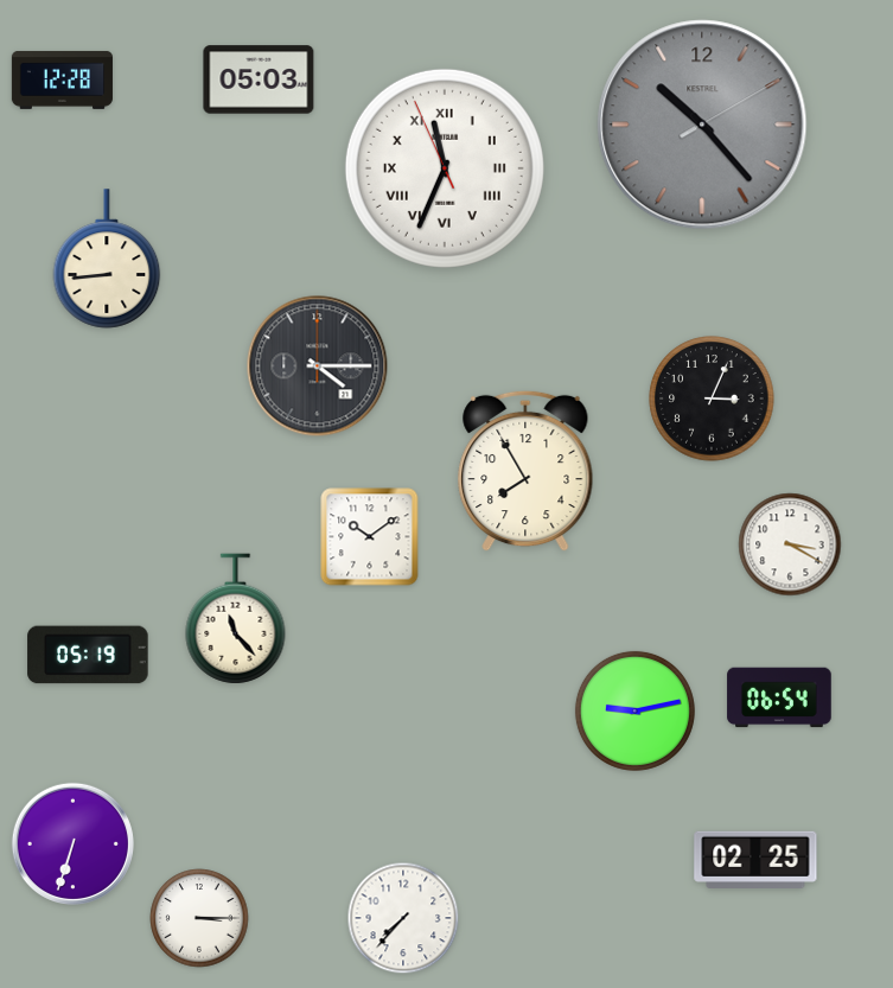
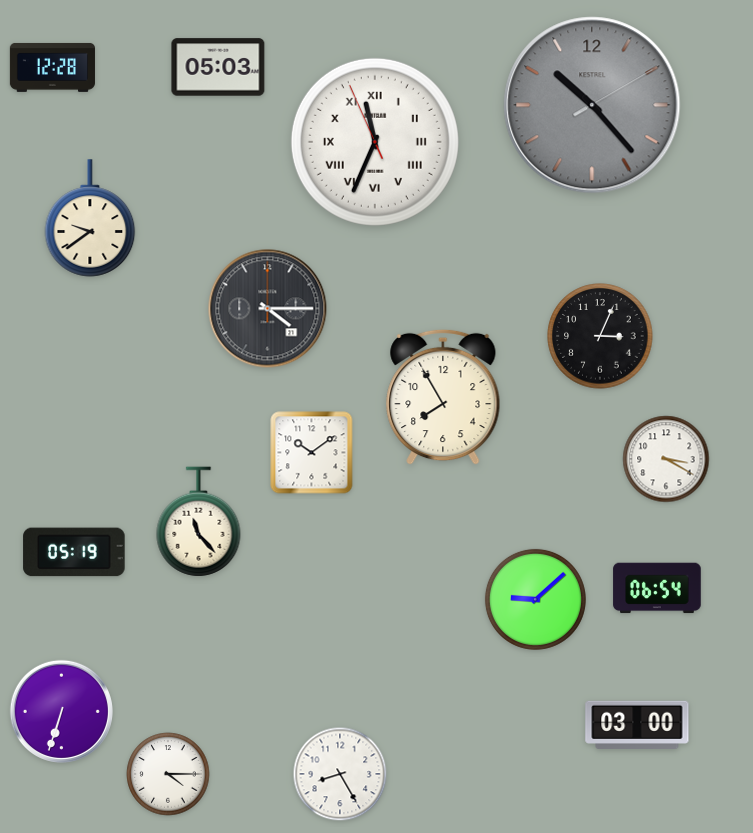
clock at (107, 259): 8:44 -> 9:39
clock at (634, 710): 9:13 -> 9:08
clock at (755, 859): 02:25 -> 03:00
clock at (199, 918): 3:15 -> 4:15
clock at (403, 918): 7:37 -> 8:25
